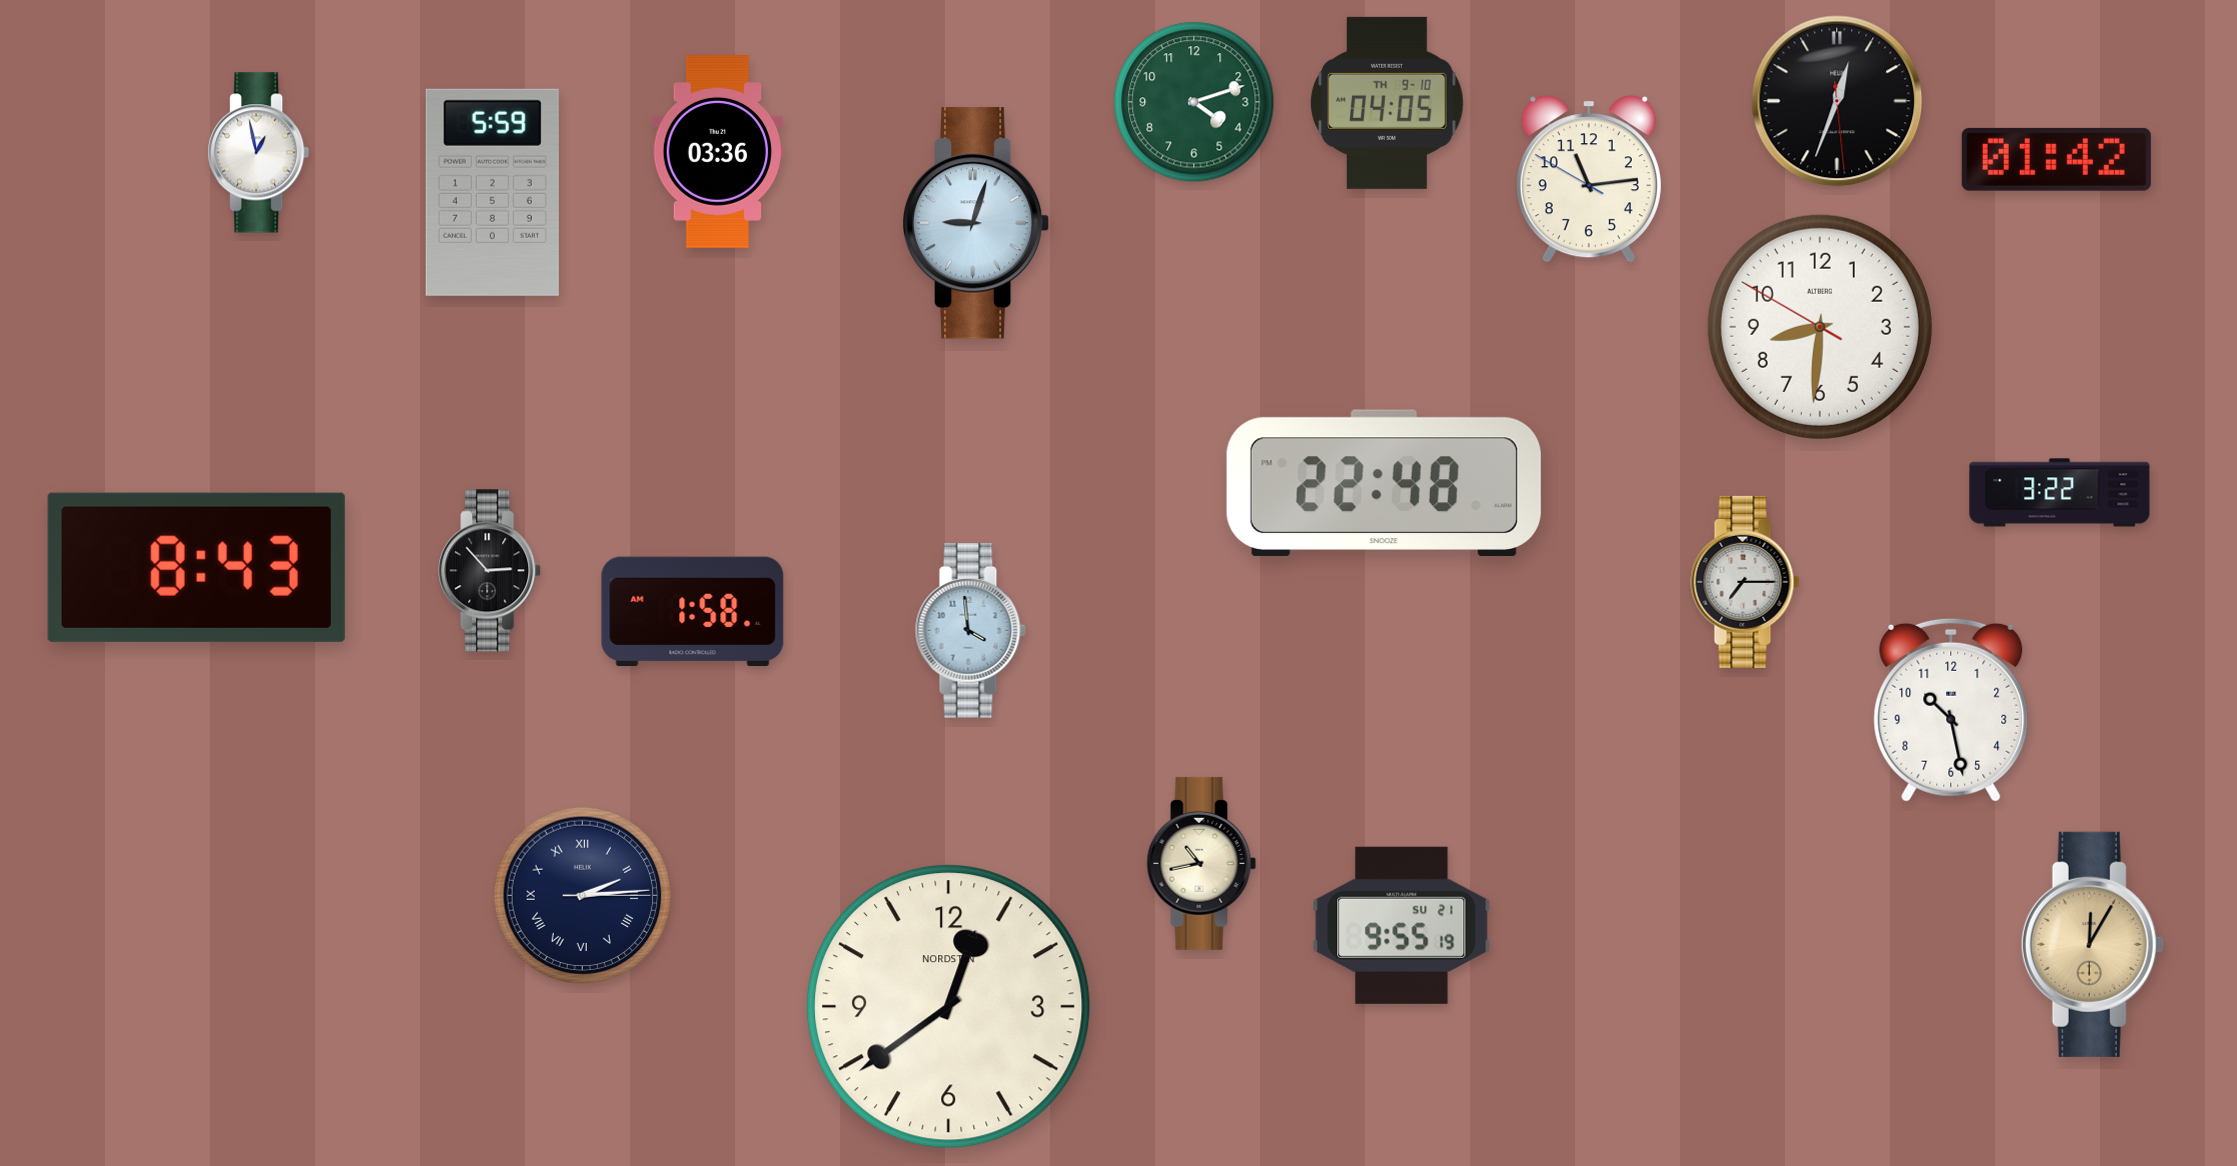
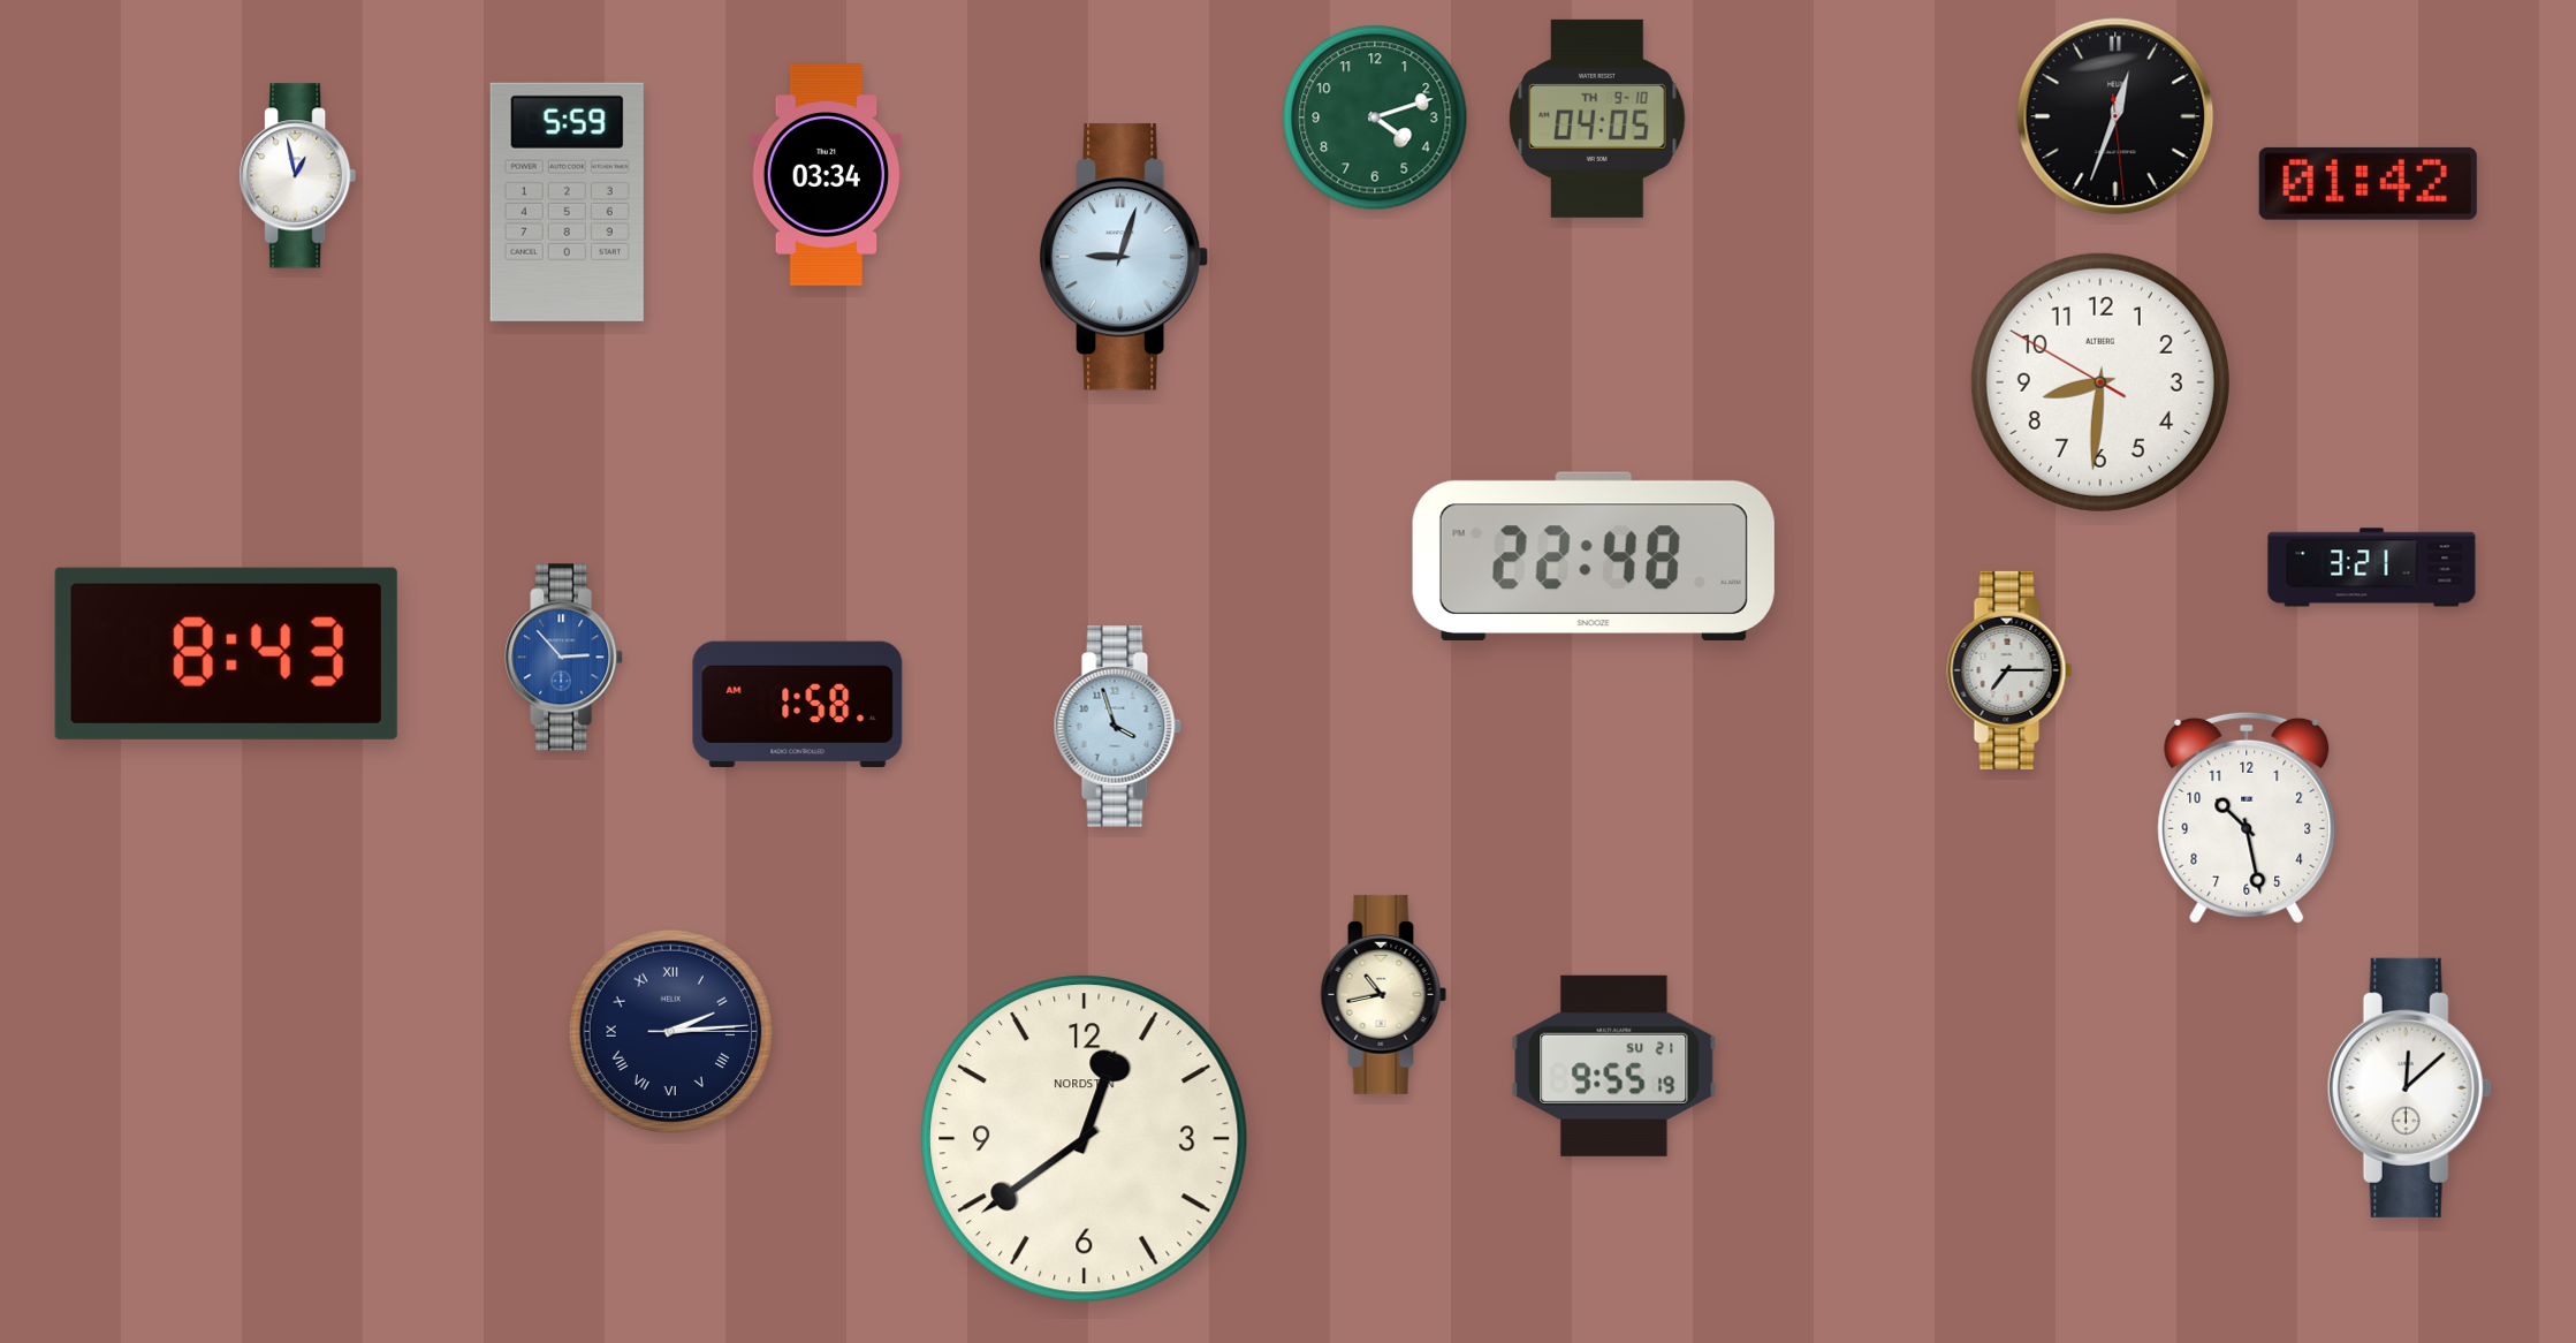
clock at (718, 152): 03:36 -> 03:34
clock at (1589, 179): 11:13 -> none
clock at (492, 192) position: (492, 192) -> (567, 202)
clock at (1820, 327) position: (1820, 327) -> (2100, 382)
clock at (2060, 493): 3:22 -> 3:21
clock at (490, 571) dial: black -> blue
clock at (970, 631): 3:59 -> 3:57
clock at (2092, 944): 12:05 -> 12:08
clock at (2092, 944) dial: champagne -> white
clock at (949, 1007) position: (949, 1007) -> (1085, 1139)
